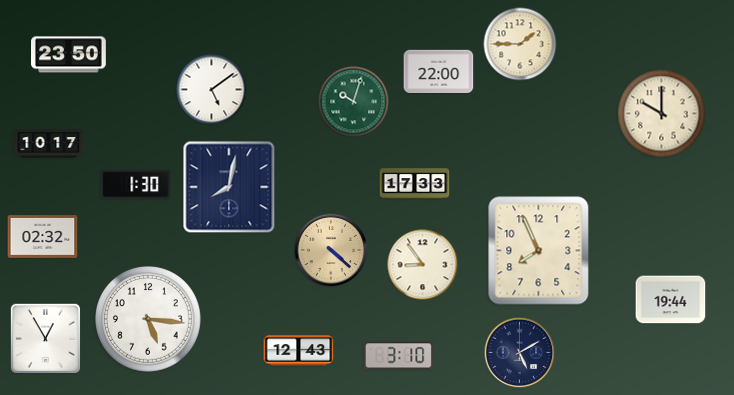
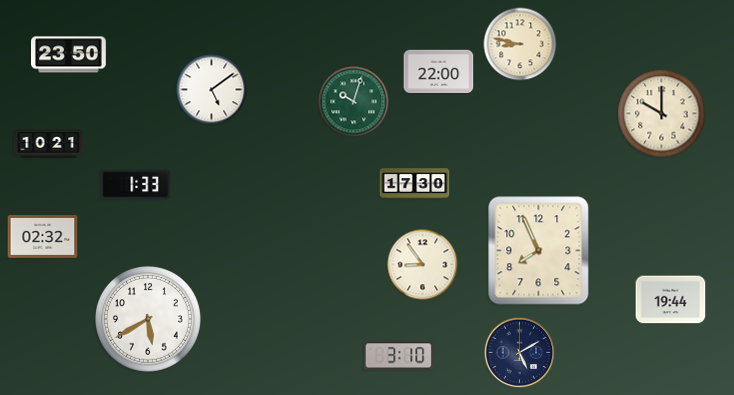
clock at (520, 44): 1:45 -> 8:47
clock at (49, 144): 10:17 -> 10:21
clock at (415, 184): 17:33 -> 17:30
clock at (136, 185): 1:30 -> 1:33
clock at (229, 187): 8:02 -> none
clock at (331, 250): 4:22 -> none
clock at (149, 320): 5:16 -> 5:40
clock at (45, 338): 12:55 -> none
clock at (299, 351): 12:43 -> none
